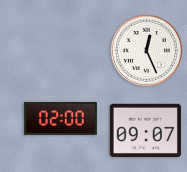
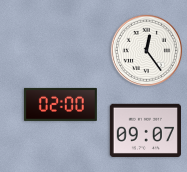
clock at (146, 50): 12:26 -> 12:24
clock at (60, 118) position: (60, 118) -> (60, 104)
